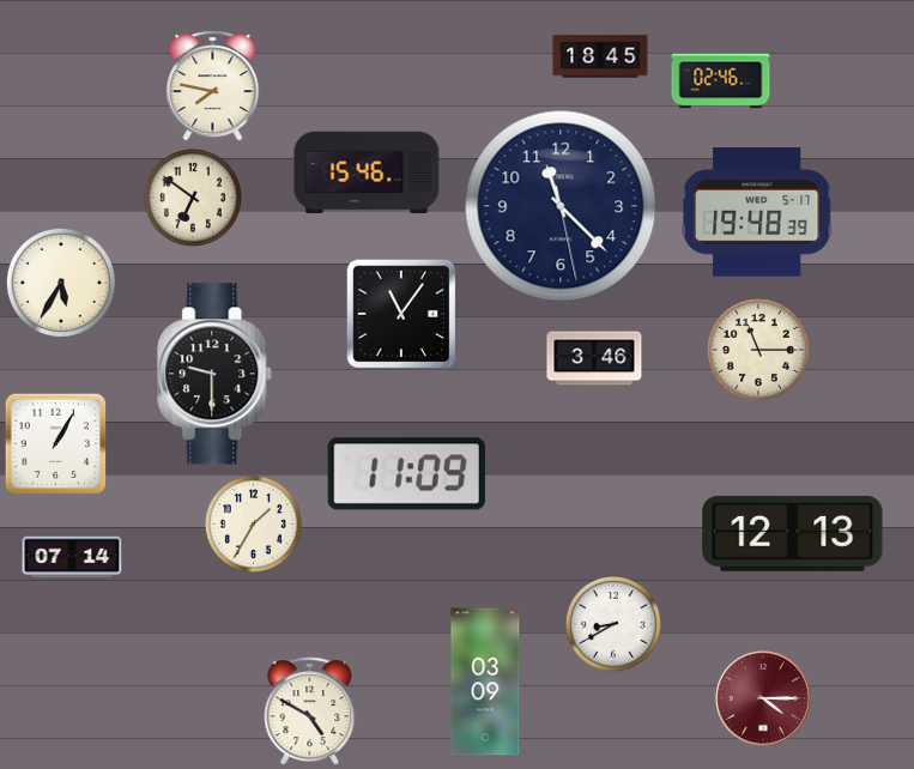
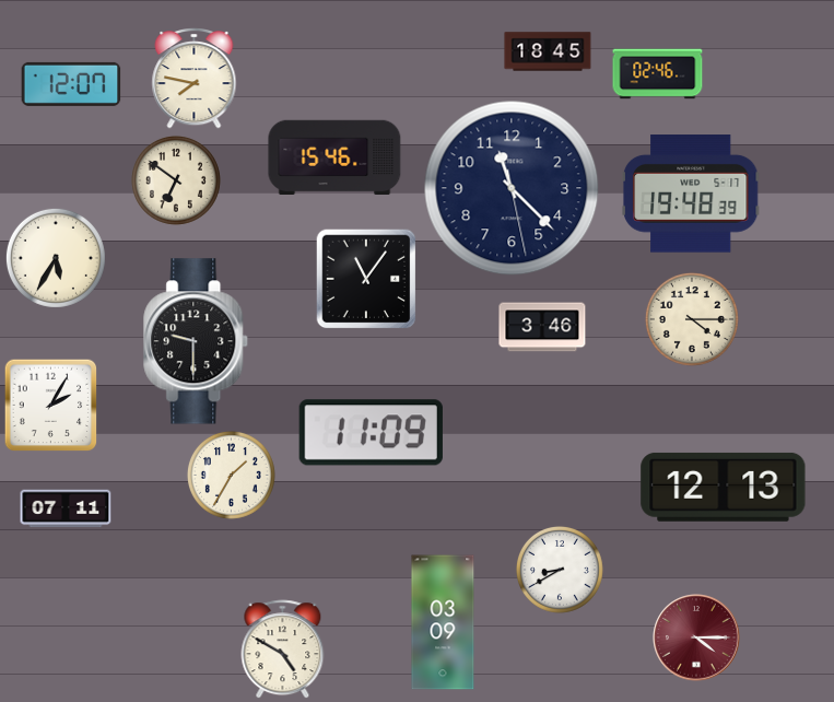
clock at (71, 84): none -> 12:07
clock at (401, 314) position: (401, 314) -> (366, 279)
clock at (758, 350): 11:15 -> 4:15
clock at (55, 443): 1:05 -> 2:05
clock at (253, 523) position: (253, 523) -> (231, 475)
clock at (72, 557): 07:14 -> 07:11
